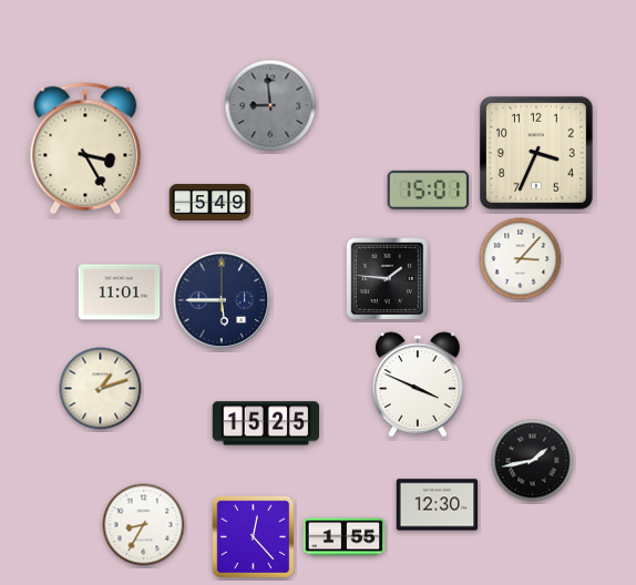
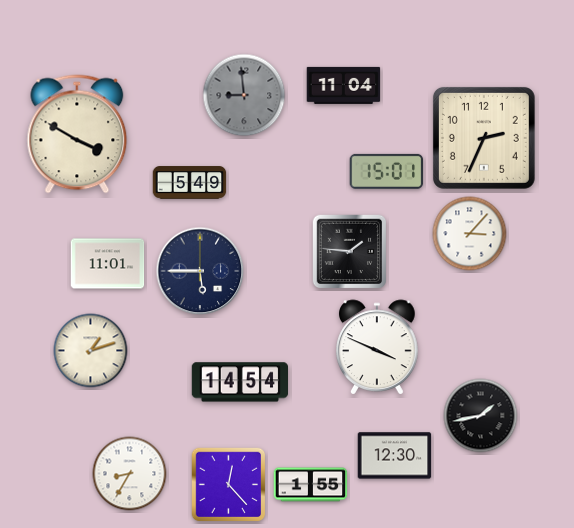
clock at (344, 85): none -> 11:04
clock at (85, 148): 3:25 -> 3:50
clock at (536, 153): 3:34 -> 2:34
clock at (265, 423): 15:25 -> 14:54
